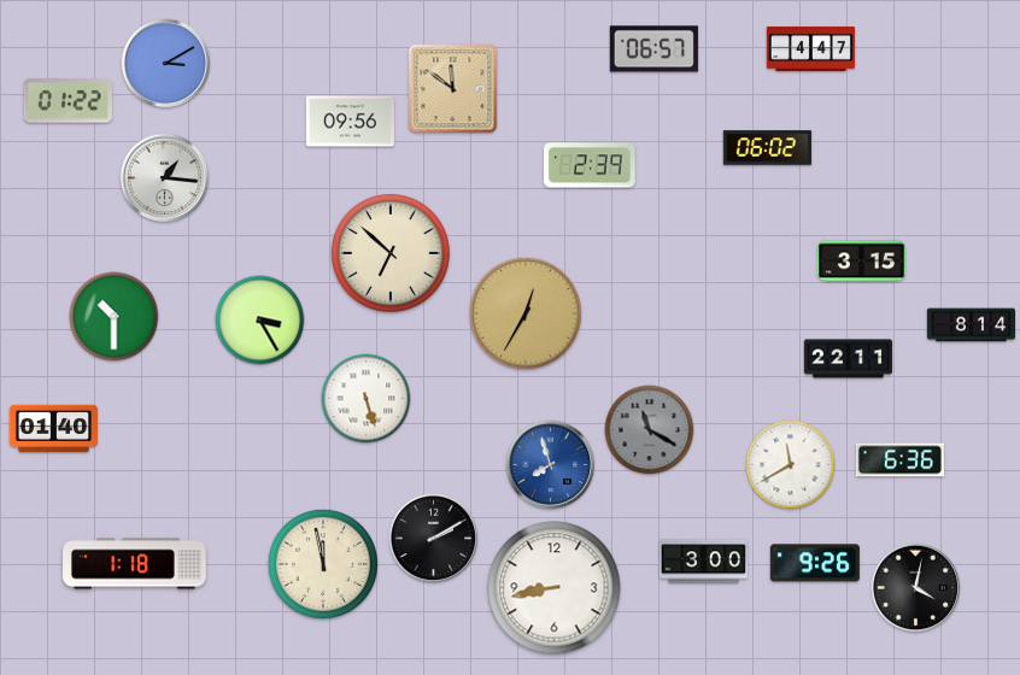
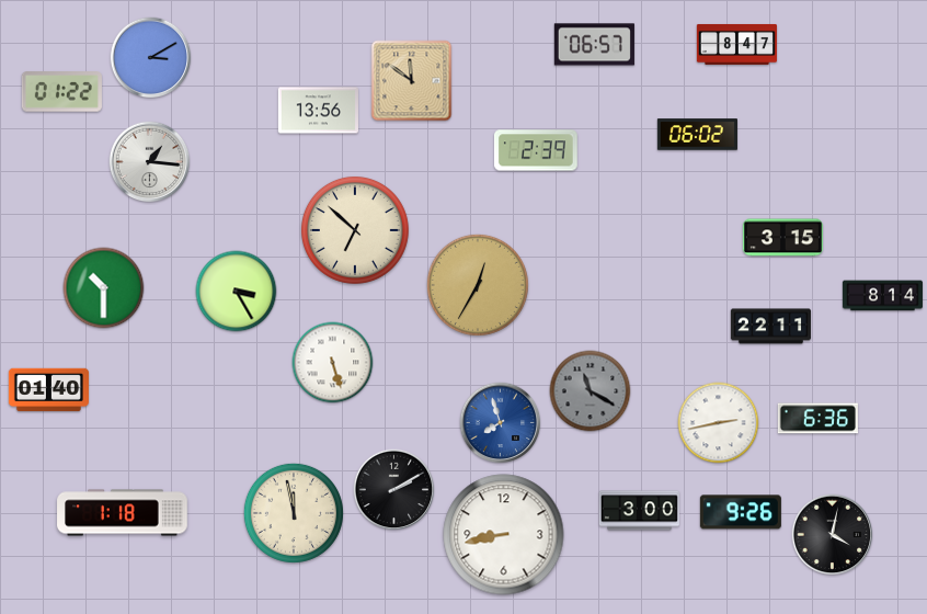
clock at (810, 48): 4:47 -> 8:47
clock at (350, 122): 09:56 -> 13:56
clock at (791, 465): 11:40 -> 2:43
